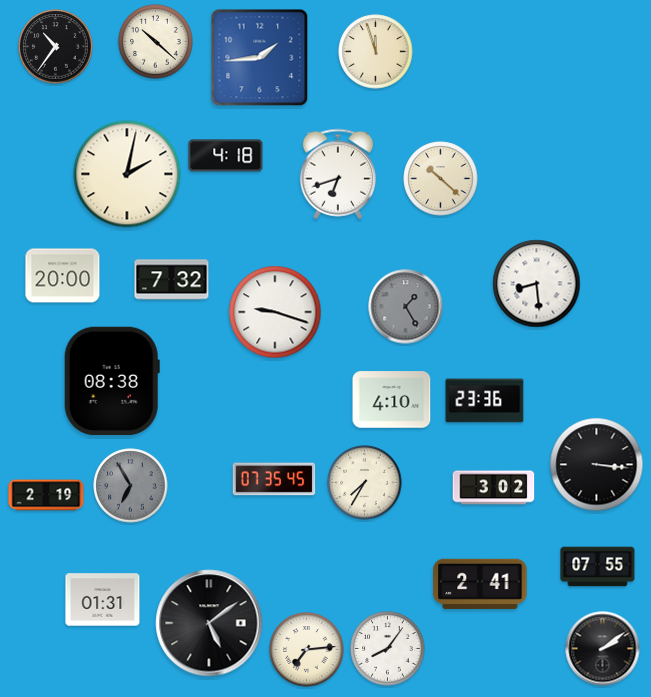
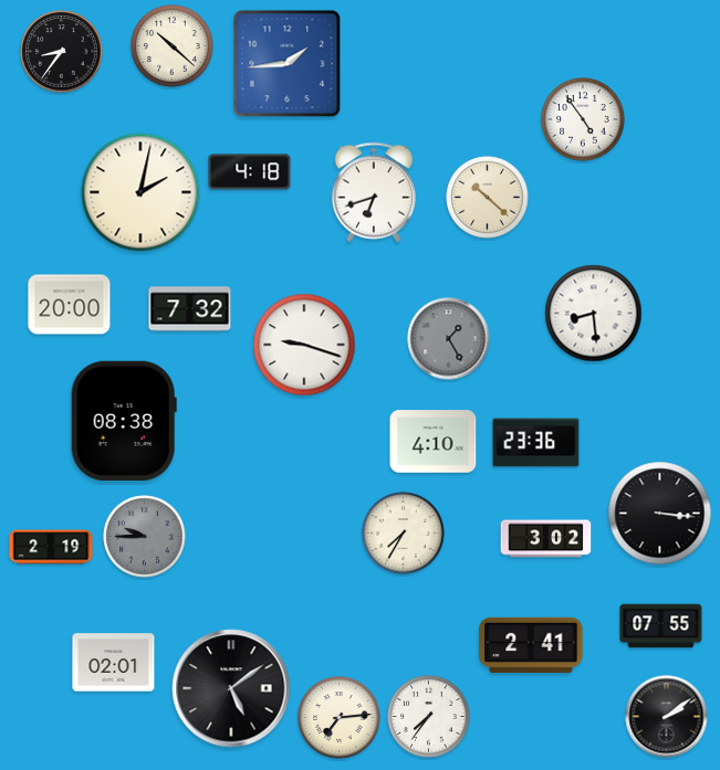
clock at (56, 47): 10:36 -> 8:36
clock at (376, 52): 11:57 -> none
clock at (583, 119): none -> 4:54
clock at (274, 479): 07:35 -> none
clock at (131, 486): 6:55 -> 9:45
clock at (103, 600): 01:31 -> 02:01
clock at (388, 649): 8:06 -> 7:36
